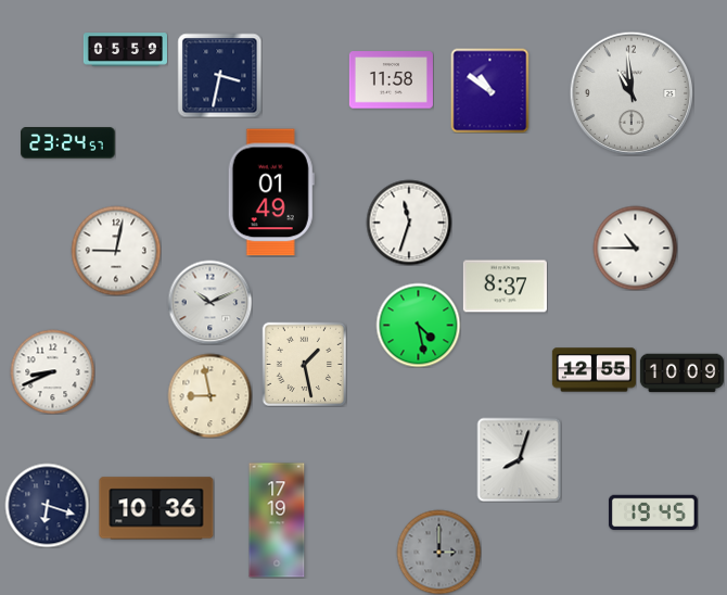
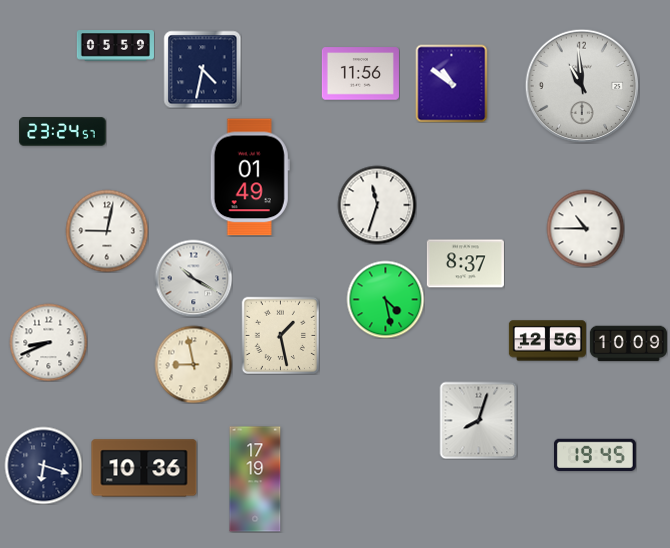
clock at (219, 75): 3:32 -> 4:32
clock at (391, 80): 11:58 -> 11:56
clock at (209, 302): 10:11 -> 10:20
clock at (594, 370): 12:55 -> 12:56
clock at (519, 459) position: (519, 459) -> (478, 420)
clock at (653, 512) position: (653, 512) -> (595, 455)
clock at (438, 552): 3:00 -> none
